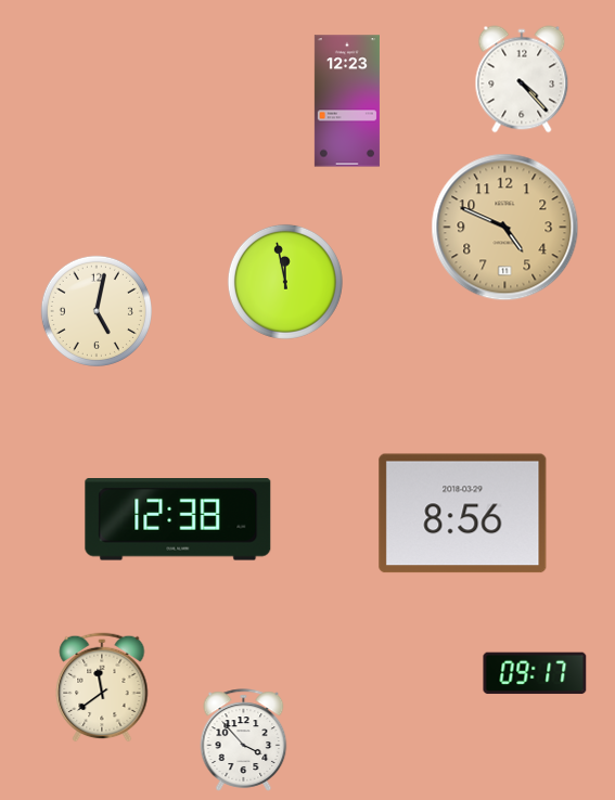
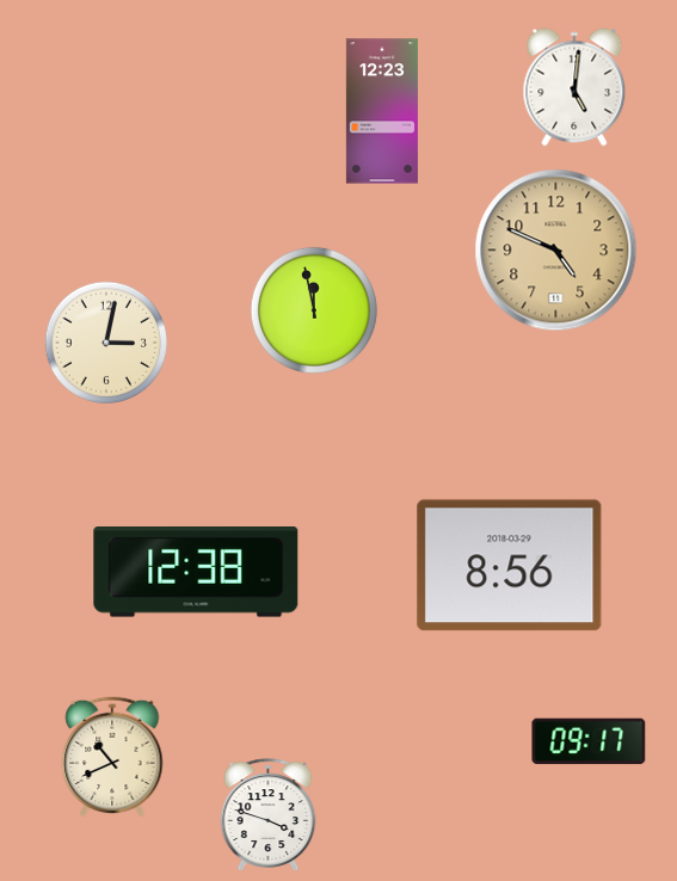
clock at (522, 79): 4:23 -> 5:01
clock at (95, 310): 5:02 -> 3:02
clock at (102, 687): 11:39 -> 10:41
clock at (244, 740): 3:53 -> 3:48
